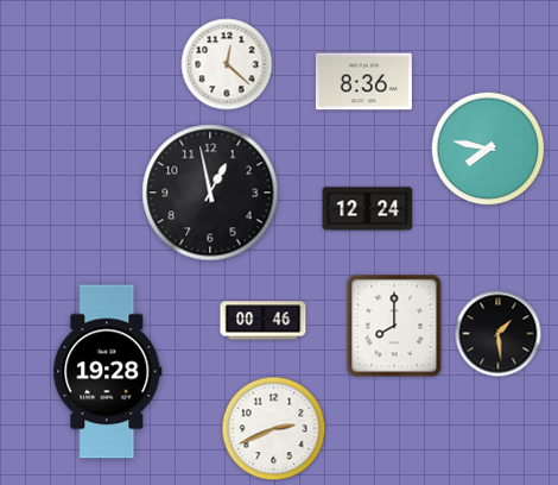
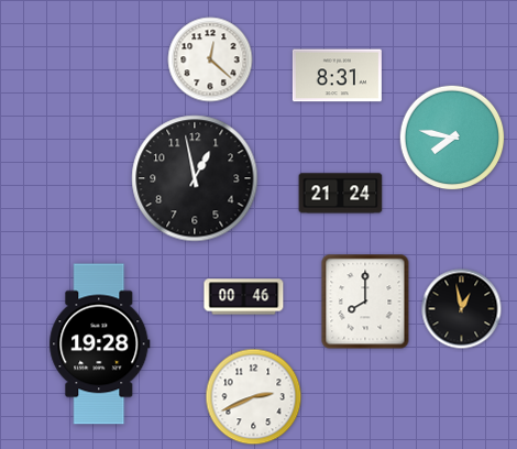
clock at (363, 82): 8:36 -> 8:31
clock at (368, 209): 12:24 -> 21:24
clock at (499, 334): 1:29 -> 12:58
